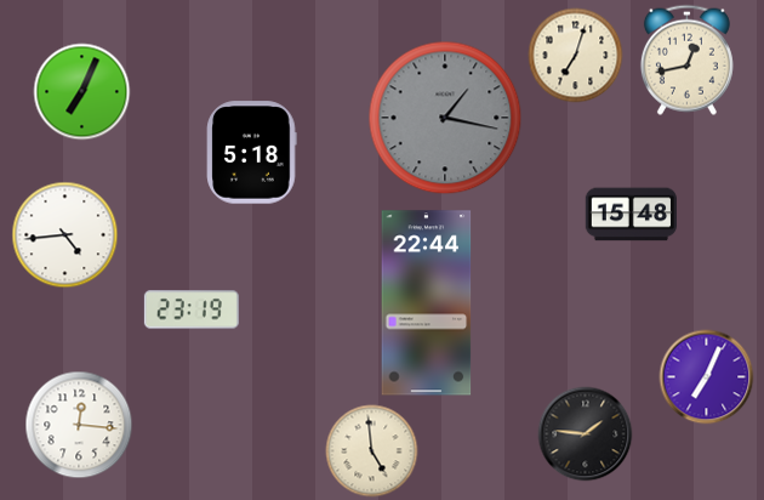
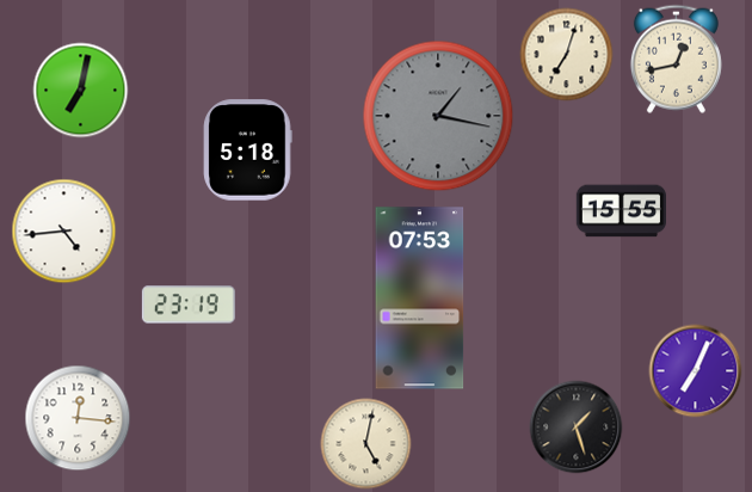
clock at (82, 92): 7:04 -> 7:02
clock at (632, 215): 15:48 -> 15:55
clock at (427, 303): 22:44 -> 07:53
clock at (586, 434): 1:46 -> 1:27
clock at (372, 451): 4:59 -> 5:02
